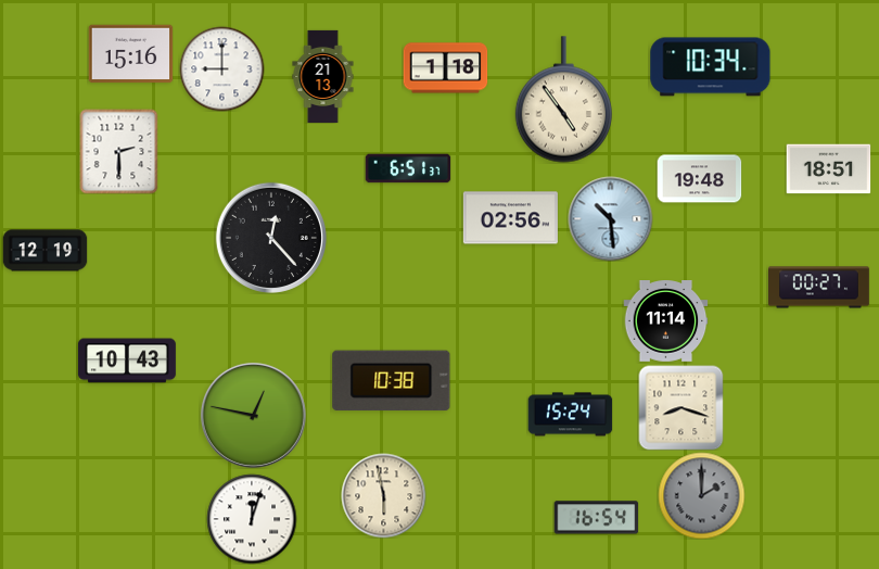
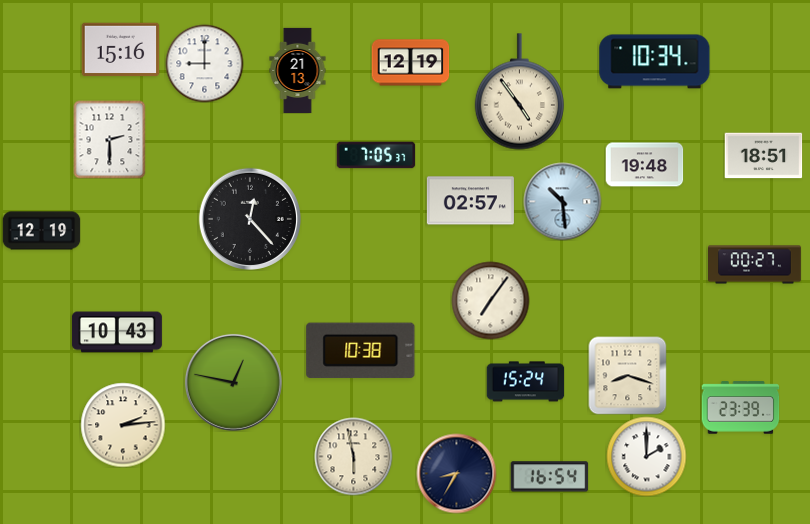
clock at (445, 68): 1:18 -> 12:19
clock at (408, 168): 6:51 -> 7:05
clock at (510, 218): 02:56 -> 02:57
clock at (665, 321): 11:14 -> none
clock at (490, 300): none -> 7:06
clock at (740, 408): none -> 23:39
clock at (123, 425): none -> 2:14
clock at (701, 495) dial: grey -> white
clock at (456, 473): none -> 8:35
clock at (252, 519): 12:03 -> none
